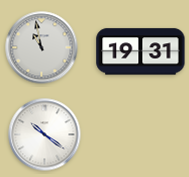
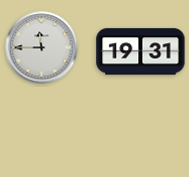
clock at (42, 48): 10:58 -> 11:45
clock at (45, 135): 10:21 -> none
